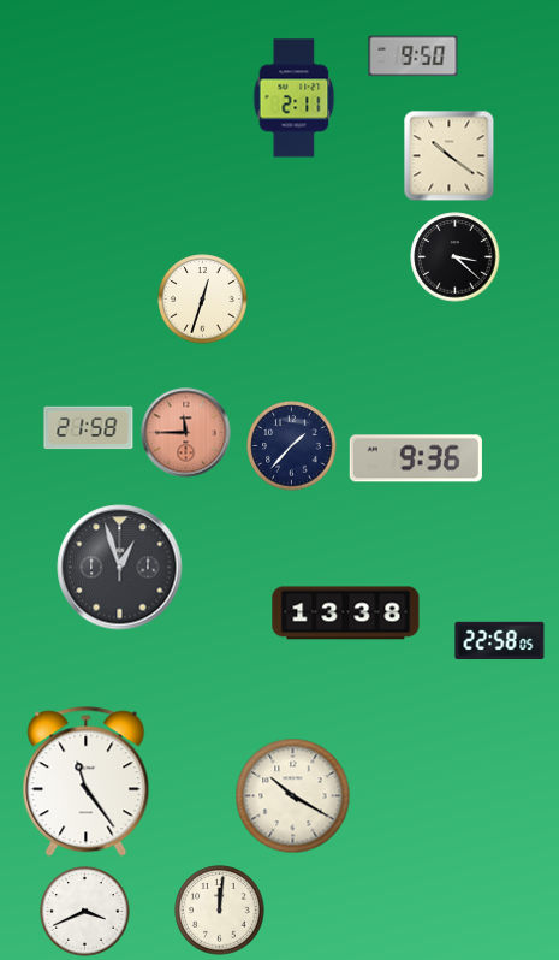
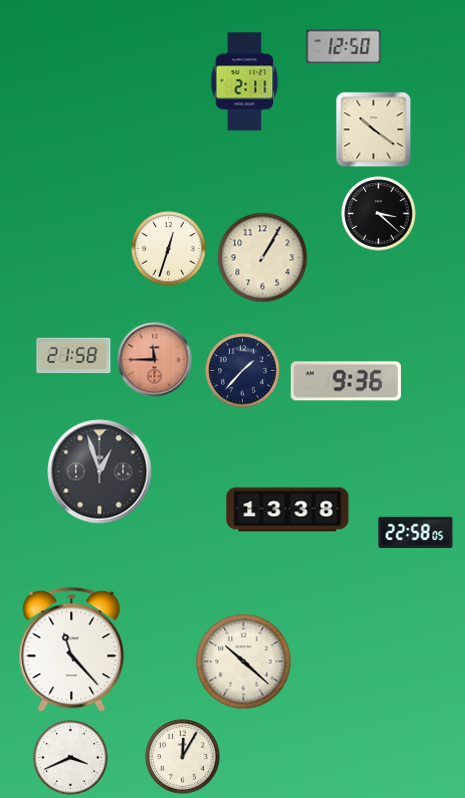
clock at (414, 57): 9:50 -> 12:50
clock at (263, 258): none -> 1:05
clock at (87, 782): 11:24 -> 11:23
clock at (293, 796): 10:20 -> 10:22
clock at (220, 911): 12:01 -> 12:05
